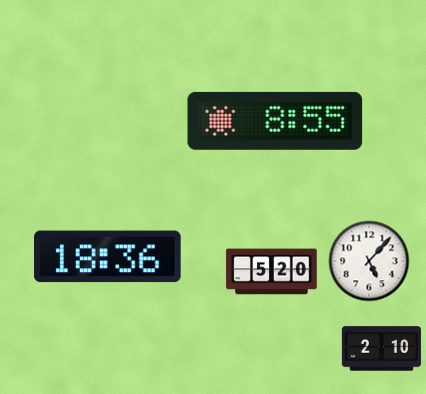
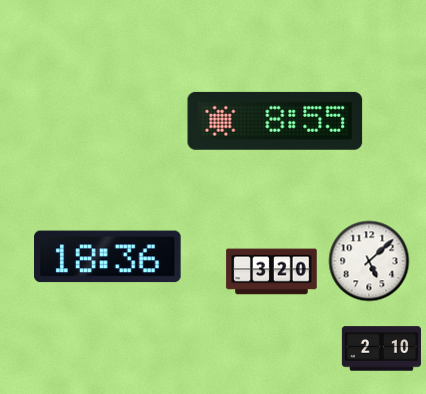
clock at (369, 261): 5:07 -> 5:08
clock at (272, 272): 5:20 -> 3:20
